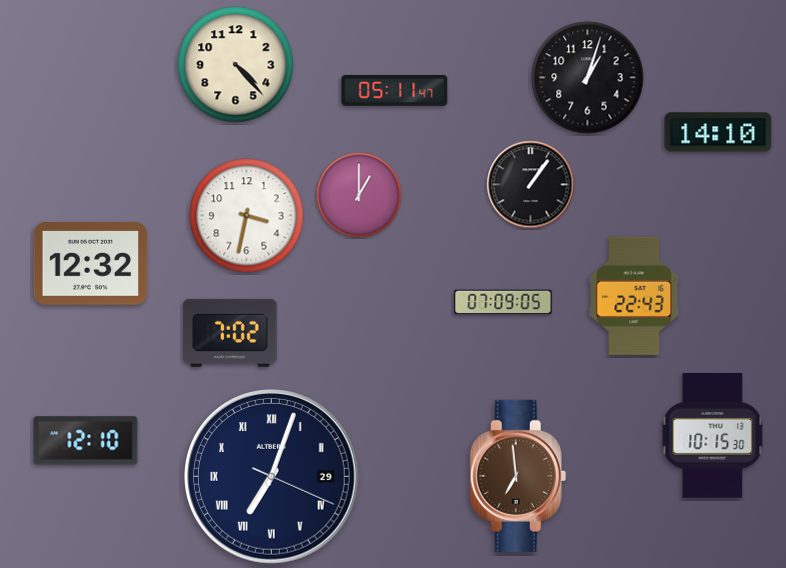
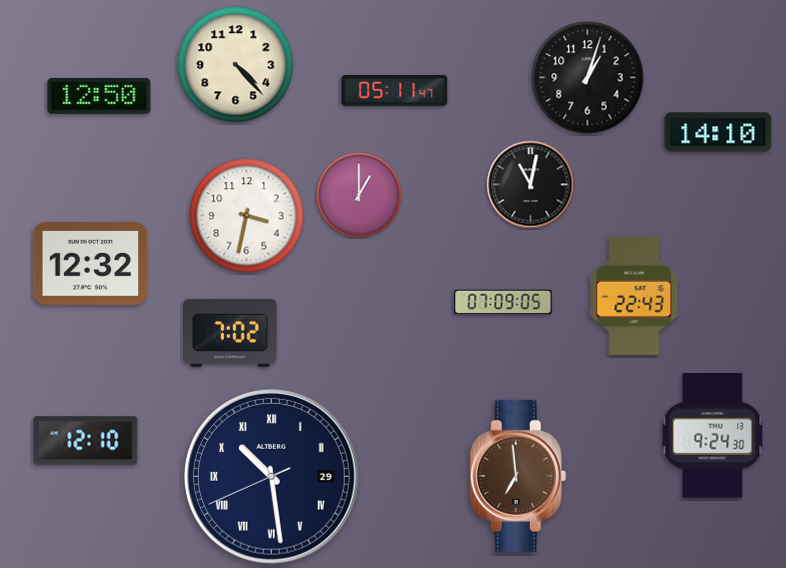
clock at (99, 96): none -> 12:50
clock at (531, 185): 1:06 -> 11:02
clock at (713, 436): 10:15 -> 9:24
clock at (272, 477): 7:03 -> 10:28
